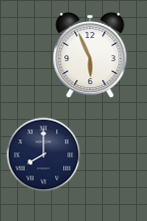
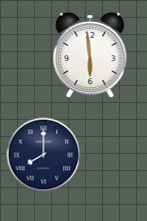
clock at (90, 55): 5:56 -> 5:59
